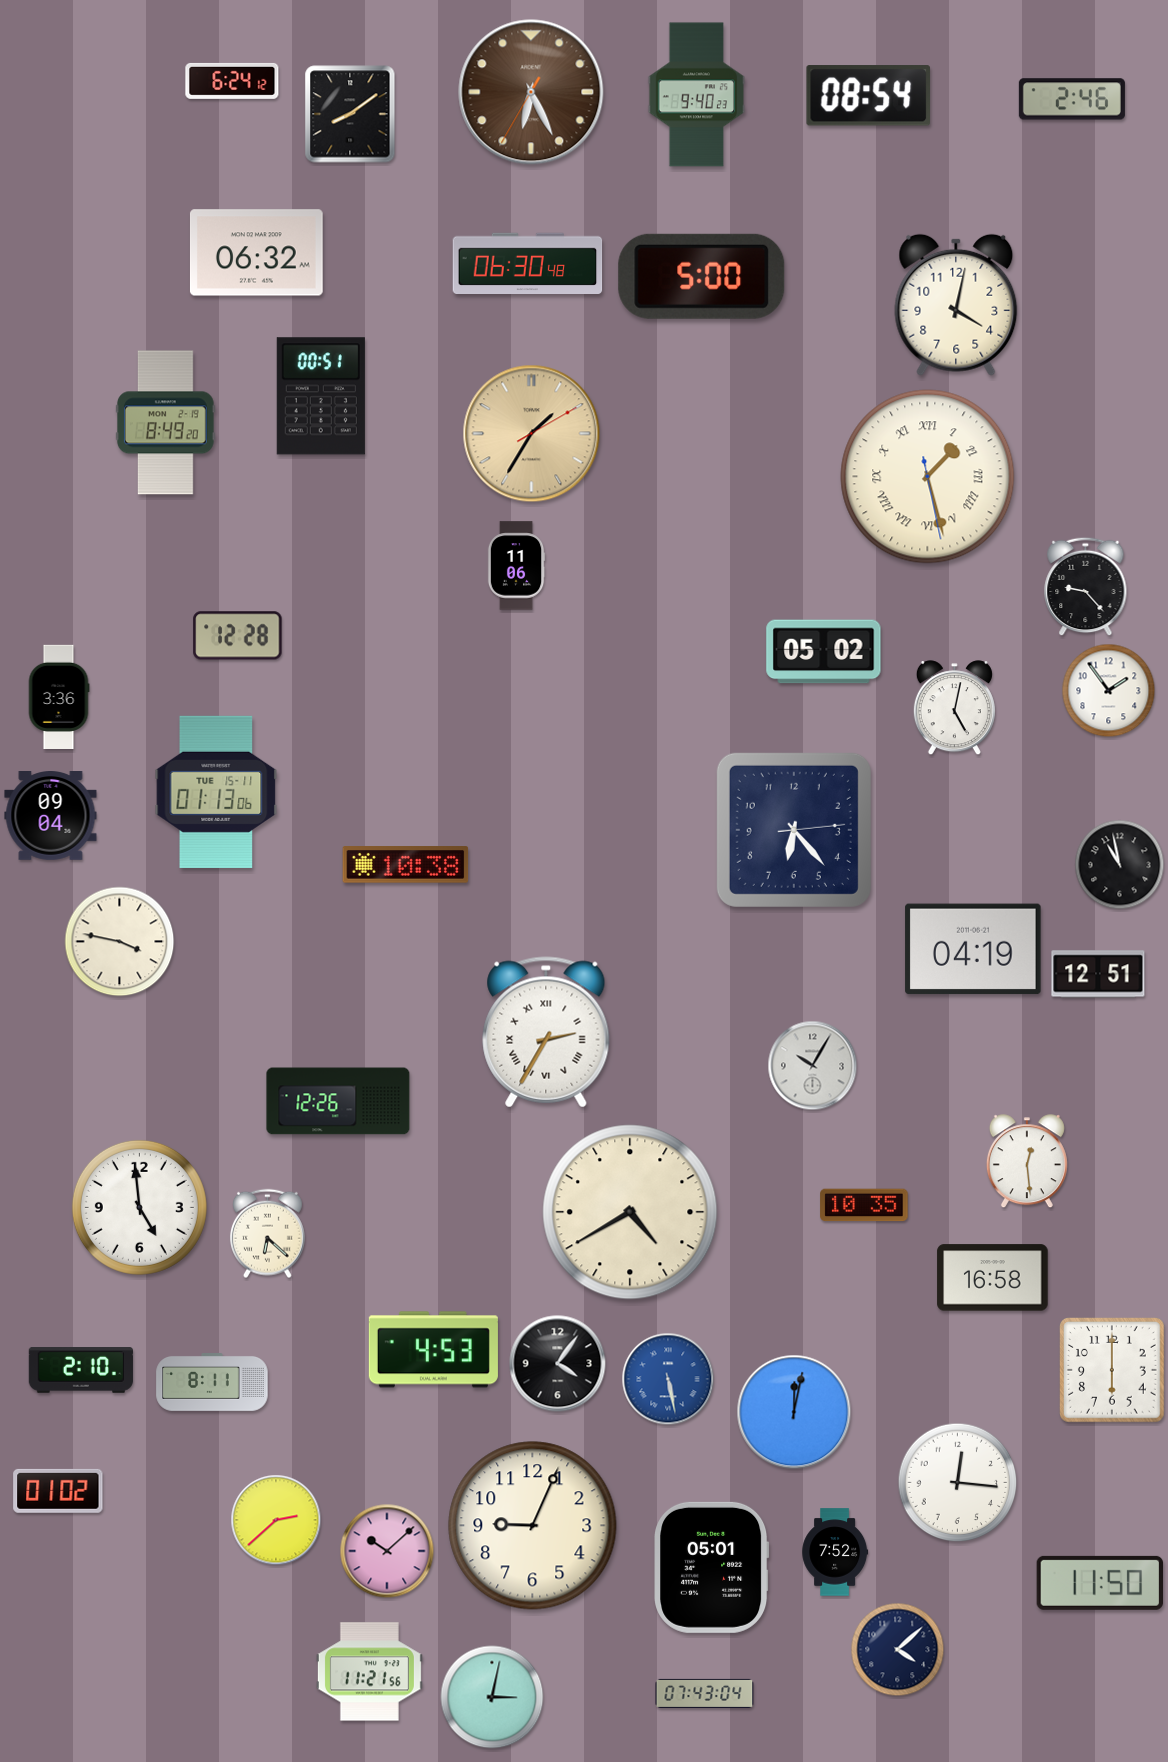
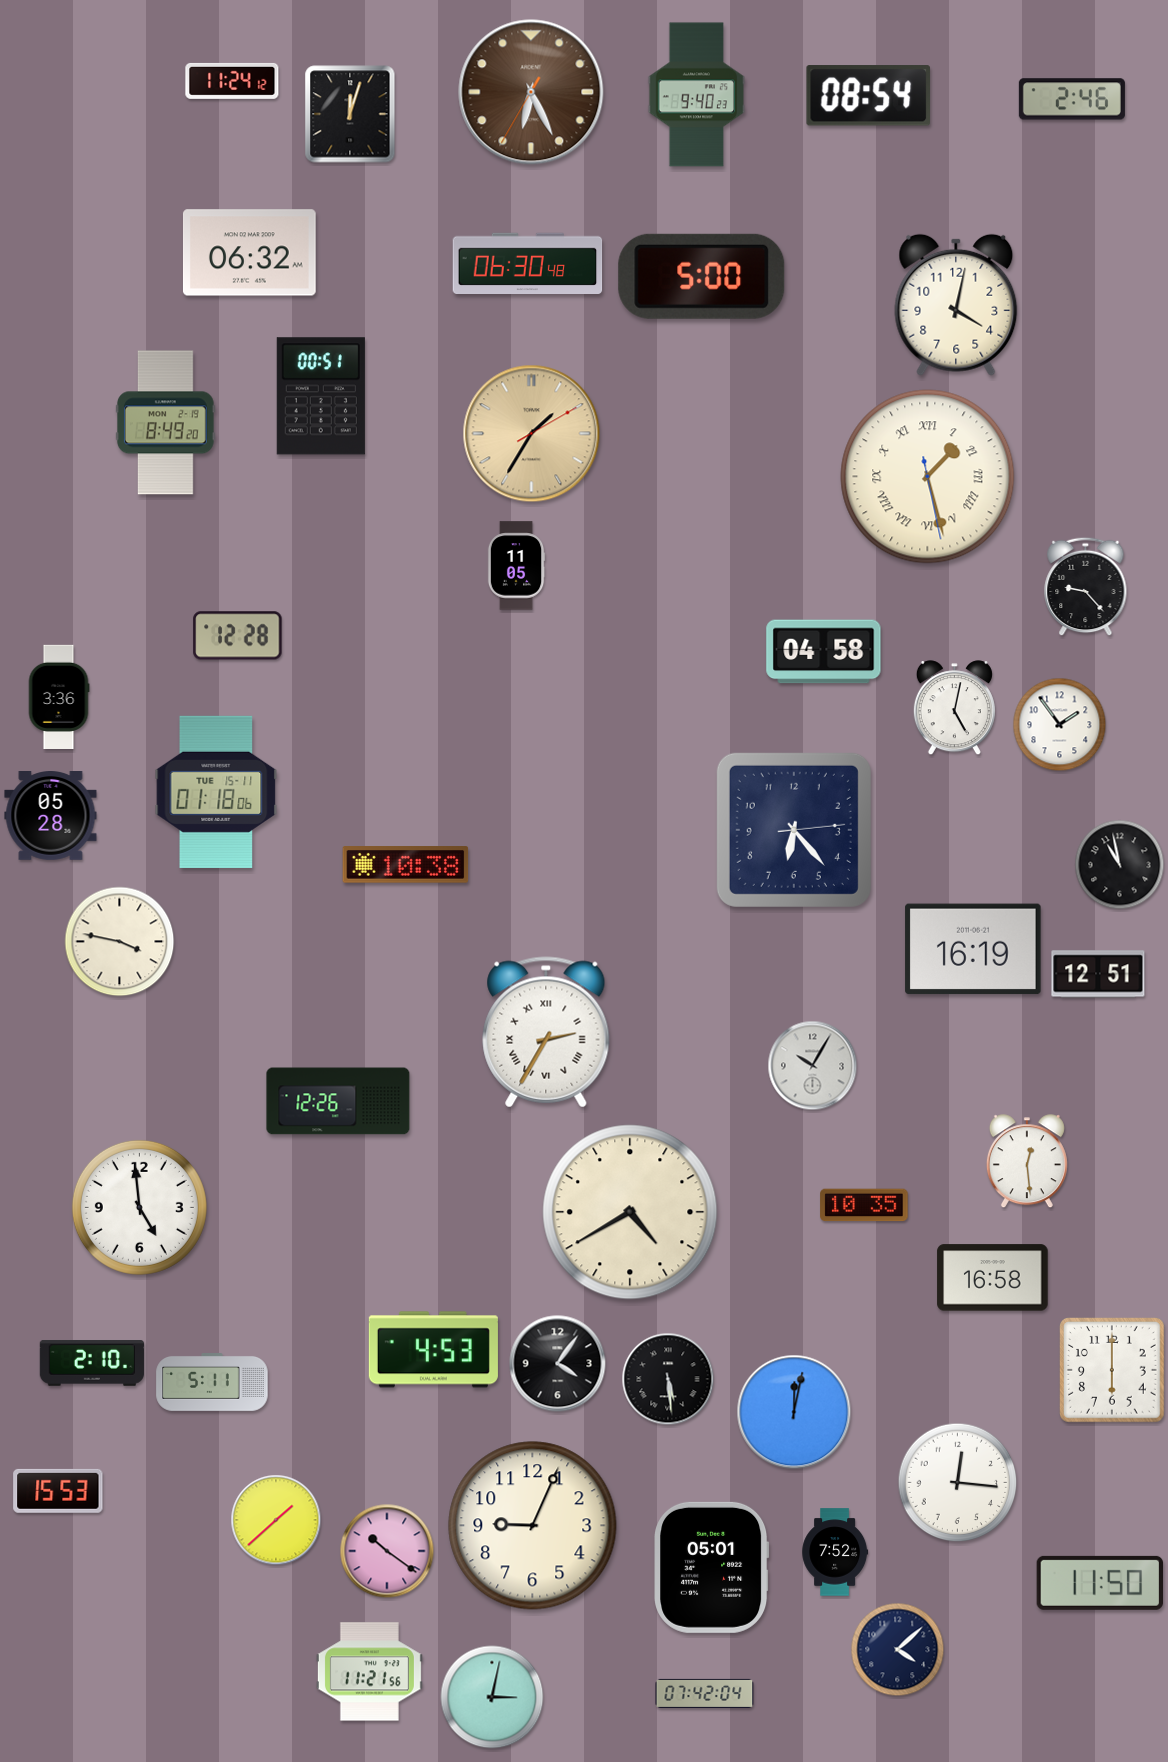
clock at (232, 81): 6:24 -> 11:24
clock at (350, 114): 8:09 -> 12:03
clock at (256, 253) position: (256, 253) -> (249, 253)
clock at (516, 566): 11:06 -> 11:05
clock at (824, 652): 05:02 -> 04:58
clock at (1109, 691) position: (1109, 691) -> (1060, 725)
clock at (216, 792): 01:13 -> 01:18
clock at (51, 816): 09:04 -> 05:28
clock at (973, 949): 04:19 -> 16:19
clock at (267, 1234): 6:22 -> none
clock at (81, 1371) position: (81, 1371) -> (92, 1364)
clock at (668, 1379): 5:28 -> 5:29
clock at (668, 1379) dial: blue -> black
clock at (212, 1383): 8:11 -> 5:11
clock at (58, 1491): 01:02 -> 15:53
clock at (276, 1520): 2:38 -> 1:38
clock at (387, 1551): 10:08 -> 10:21
clock at (705, 1693): 07:43 -> 07:42
